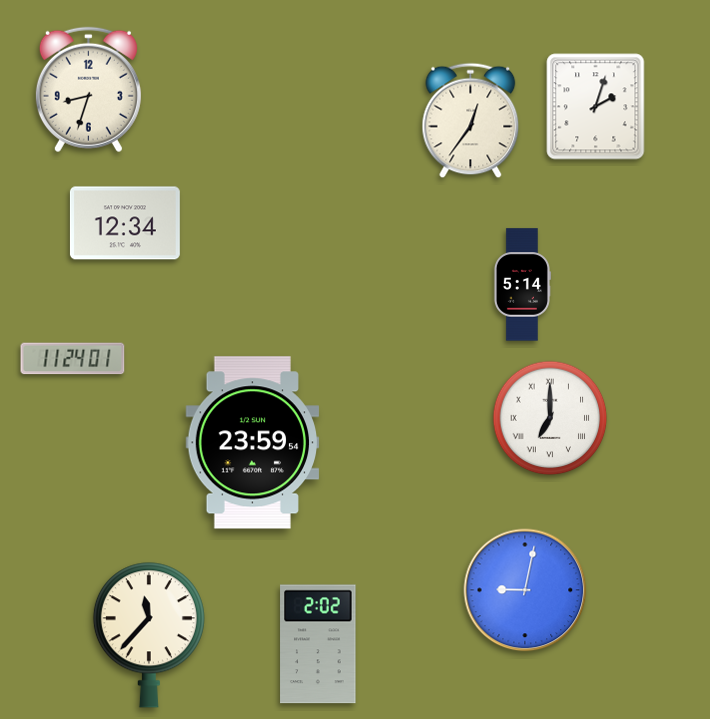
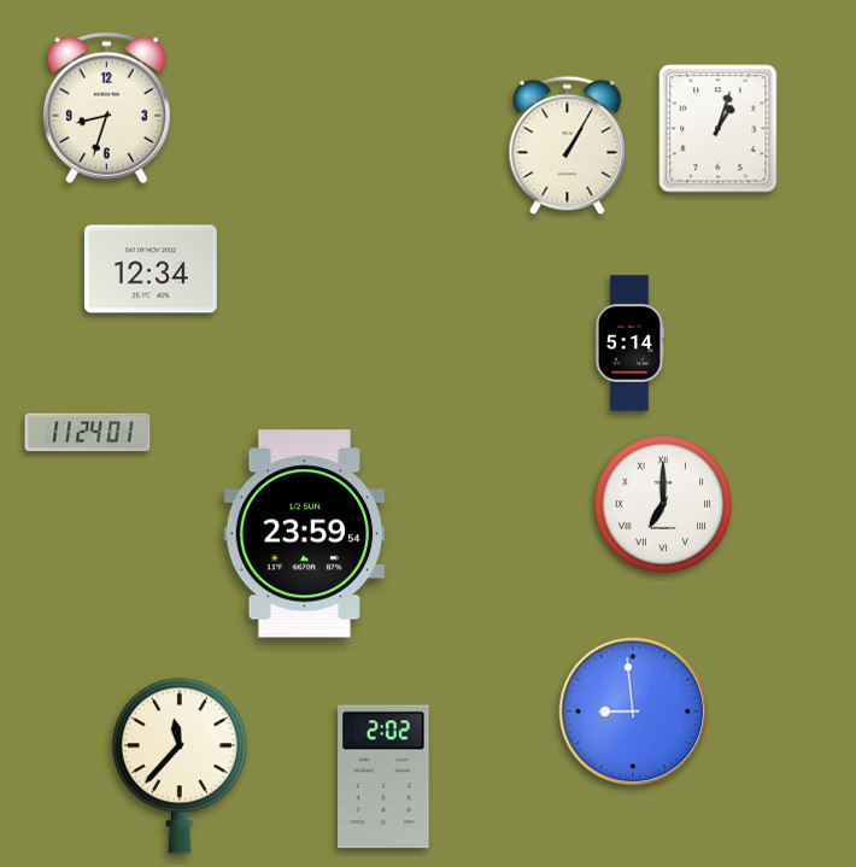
clock at (596, 107): 2:03 -> 1:03
clock at (471, 121): 12:36 -> 1:05
clock at (525, 590): 9:02 -> 8:59
